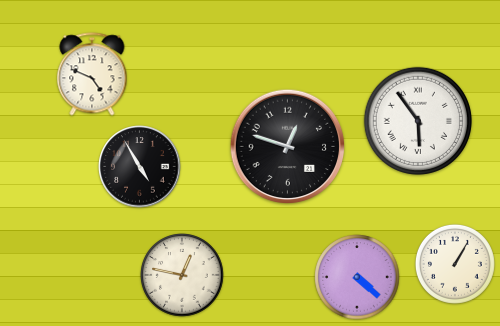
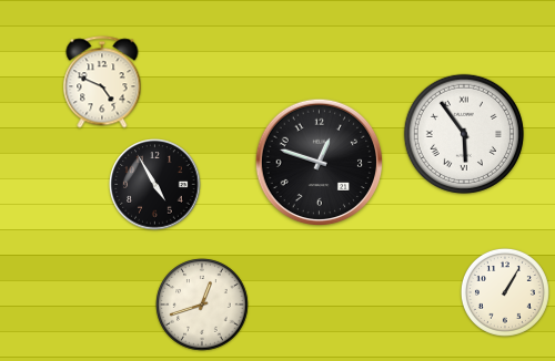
clock at (182, 275): 12:47 -> 12:42
clock at (357, 277): 4:22 -> none
